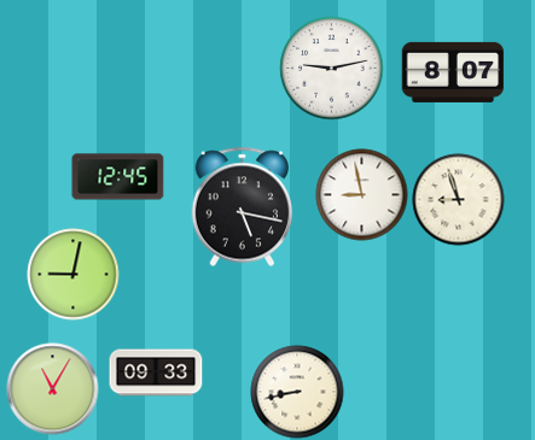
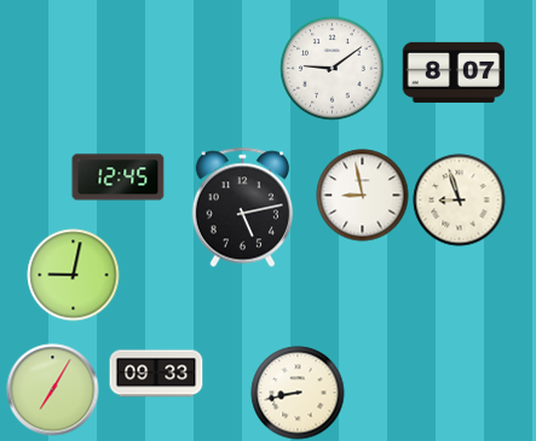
clock at (332, 69): 9:13 -> 9:09
clock at (243, 207): 5:17 -> 5:13
clock at (53, 389): 11:05 -> 7:05
